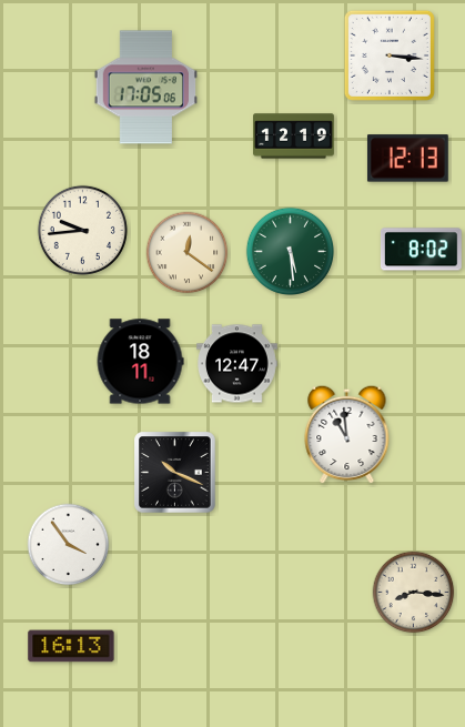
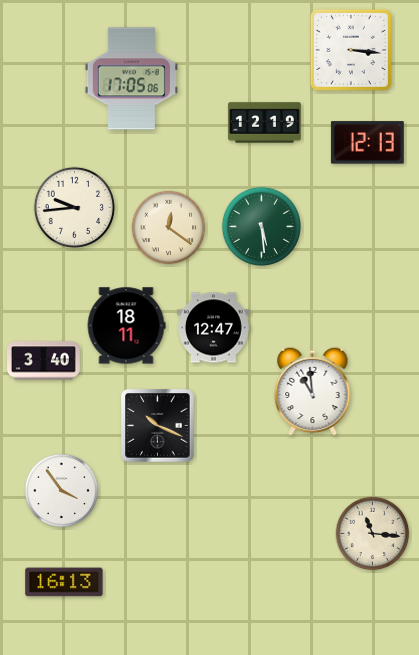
clock at (421, 250): 8:02 -> none
clock at (44, 361): none -> 3:40
clock at (414, 593): 8:16 -> 11:16
